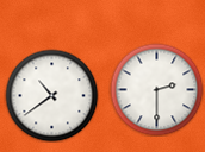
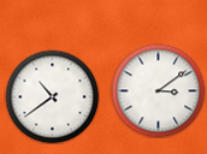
clock at (156, 89): 2:30 -> 3:09
